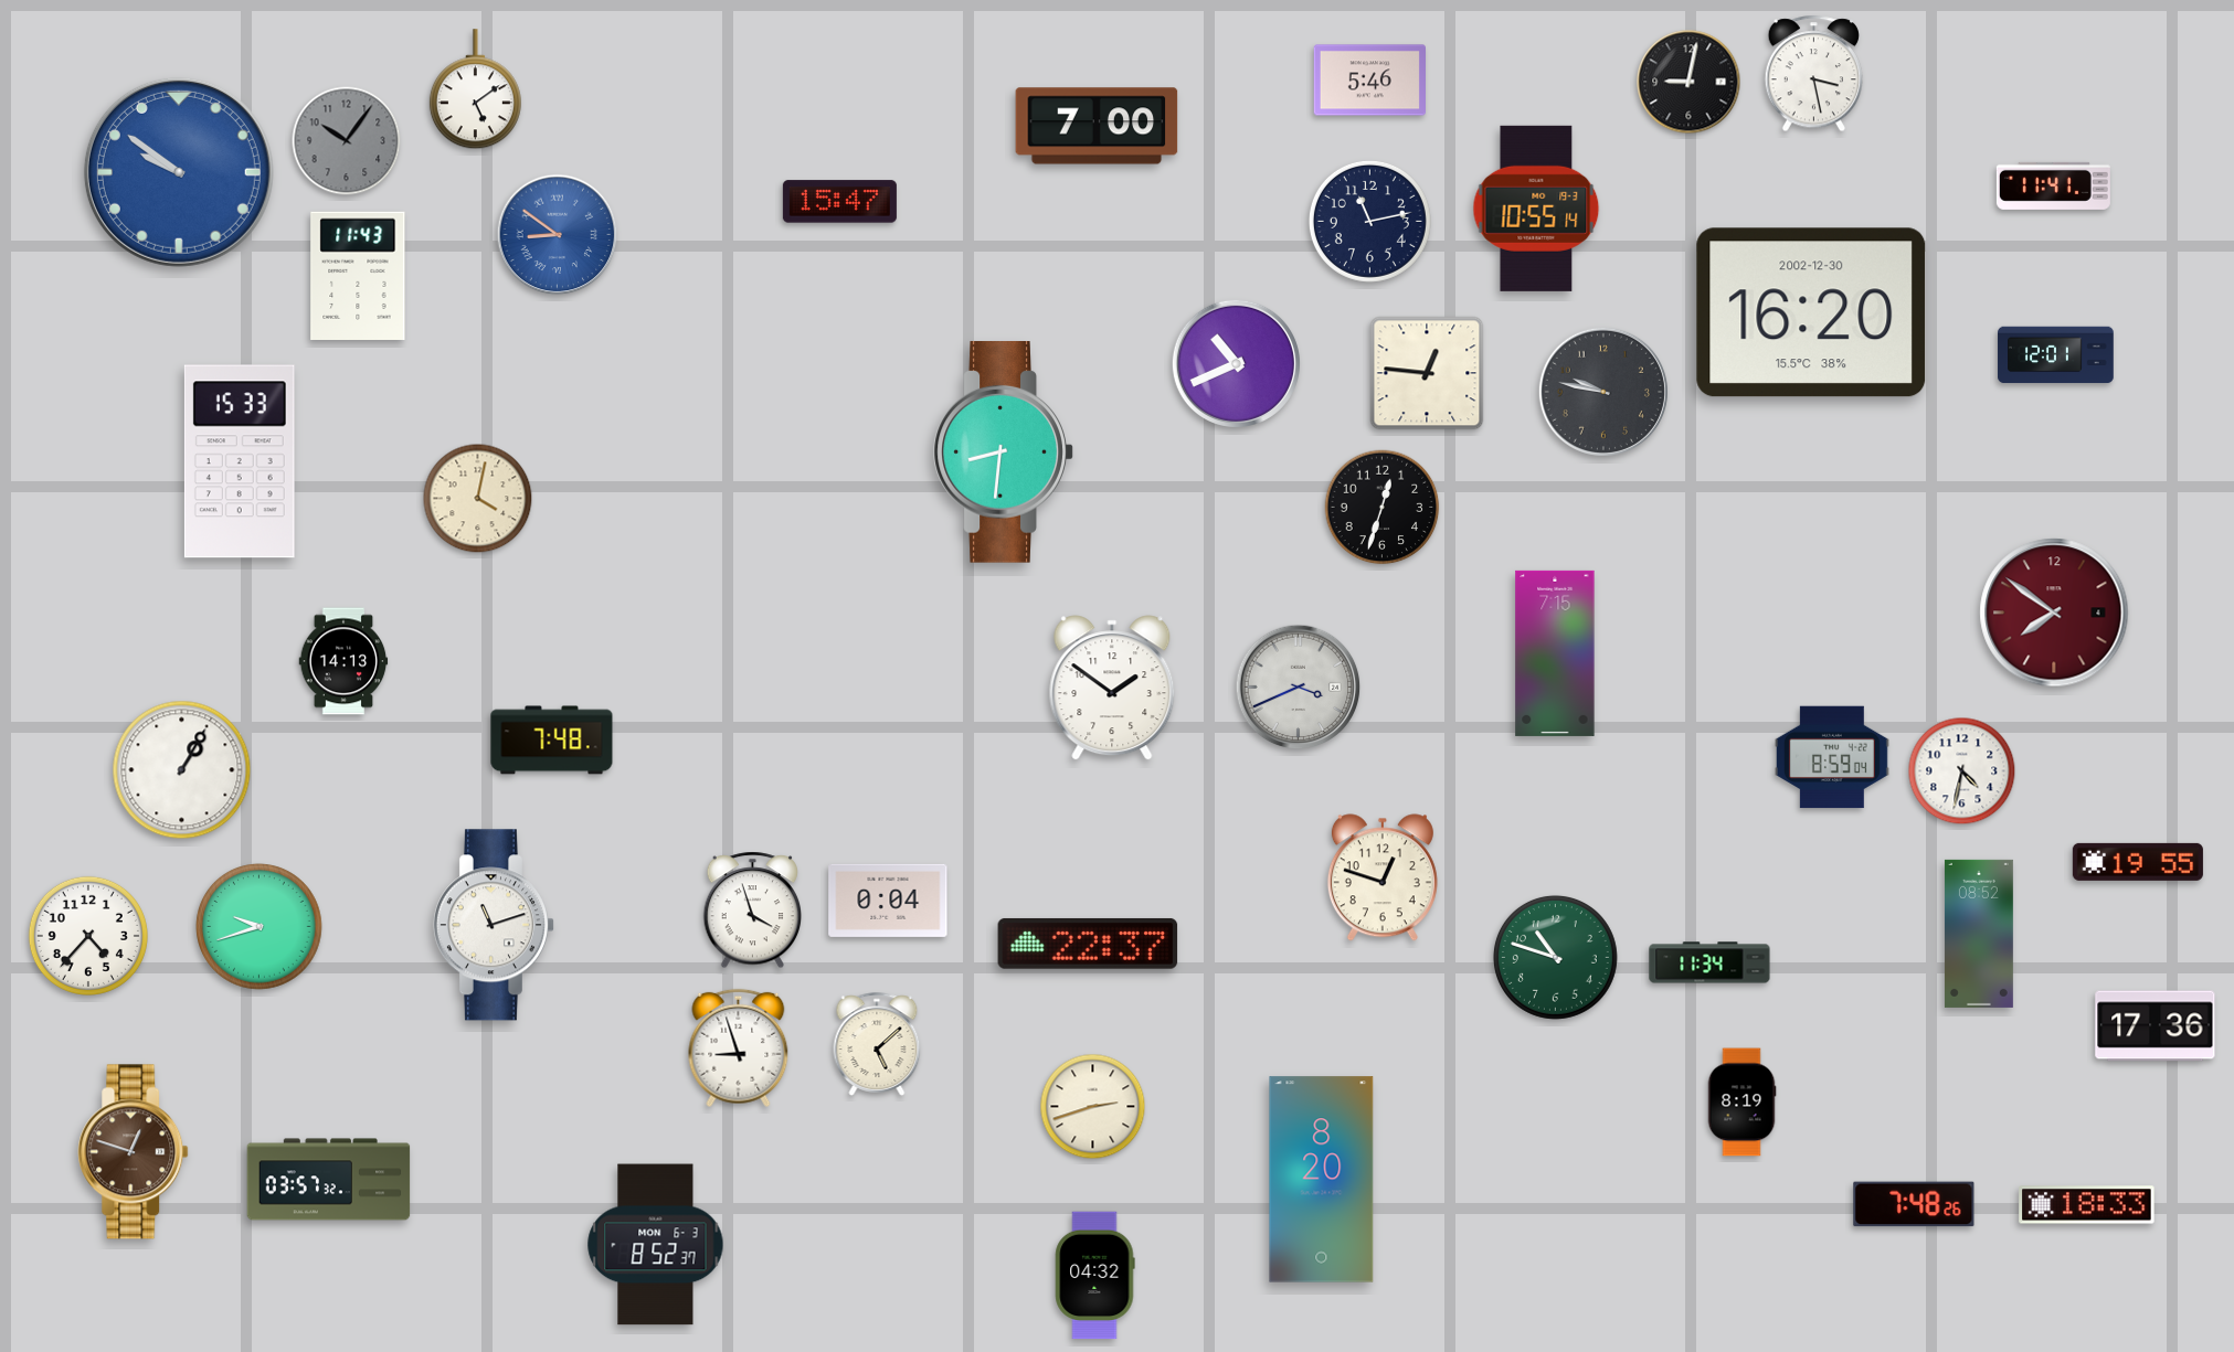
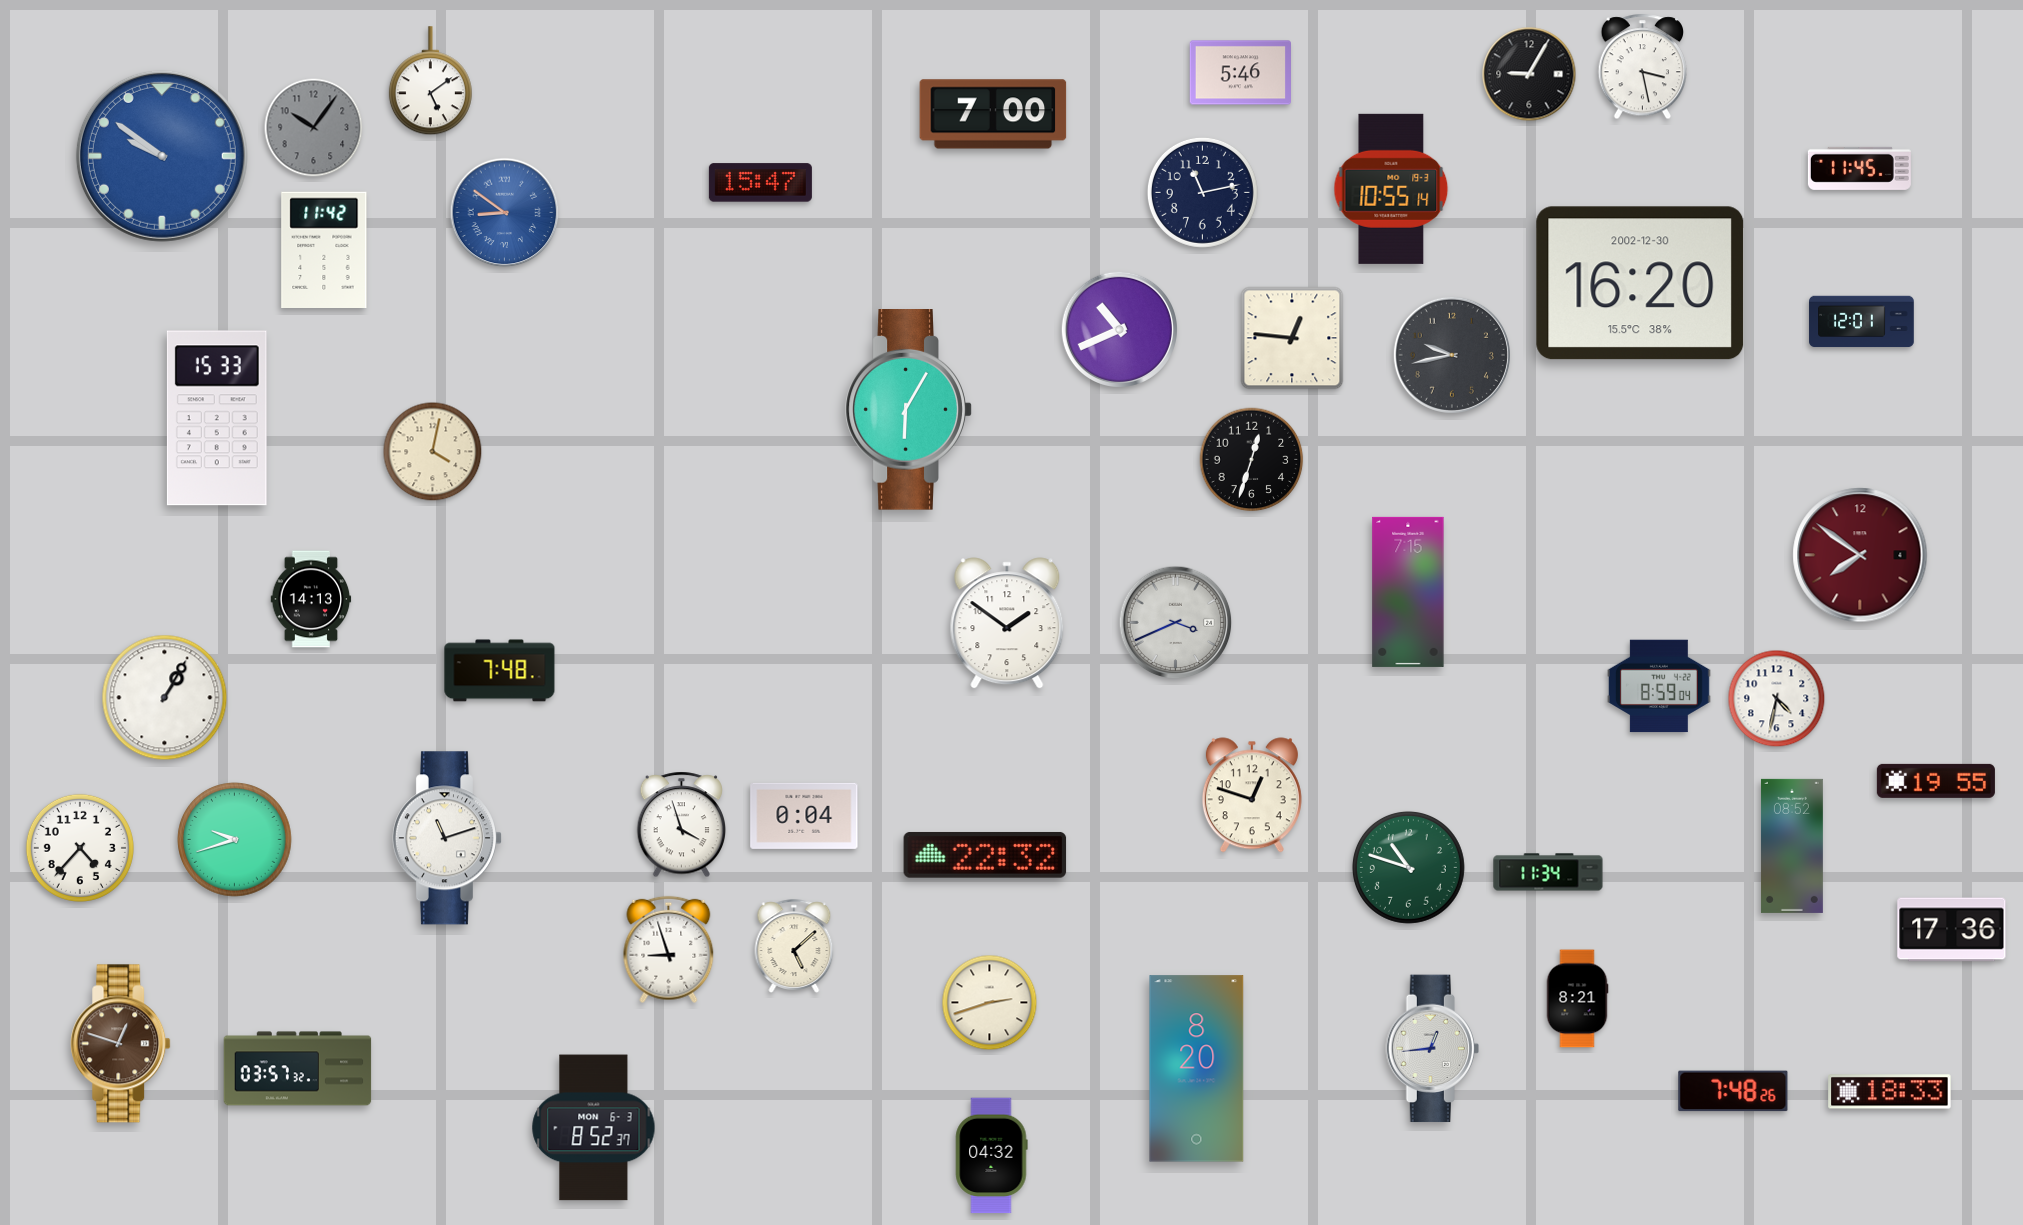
clock at (1688, 82): 9:02 -> 9:05
clock at (2053, 185): 11:41 -> 11:45
clock at (1369, 221) position: (1369, 221) -> (1202, 192)
clock at (358, 275): 11:43 -> 11:42
clock at (1603, 392): 9:47 -> 9:43
clock at (1004, 453): 8:31 -> 6:05
clock at (1088, 944): 22:37 -> 22:32
clock at (1741, 1103): 8:19 -> 8:21
clock at (1432, 1049): none -> 12:44
